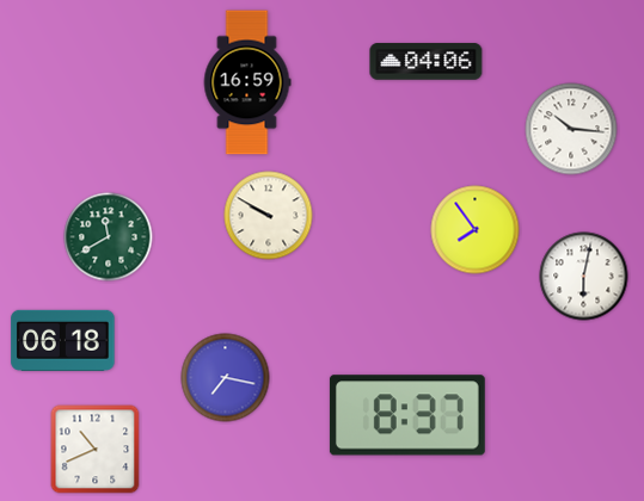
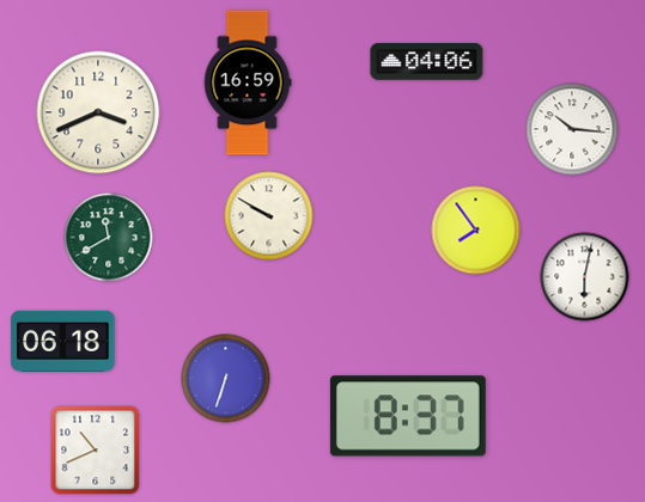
clock at (98, 112): none -> 3:41
clock at (226, 378): 7:17 -> 6:33
